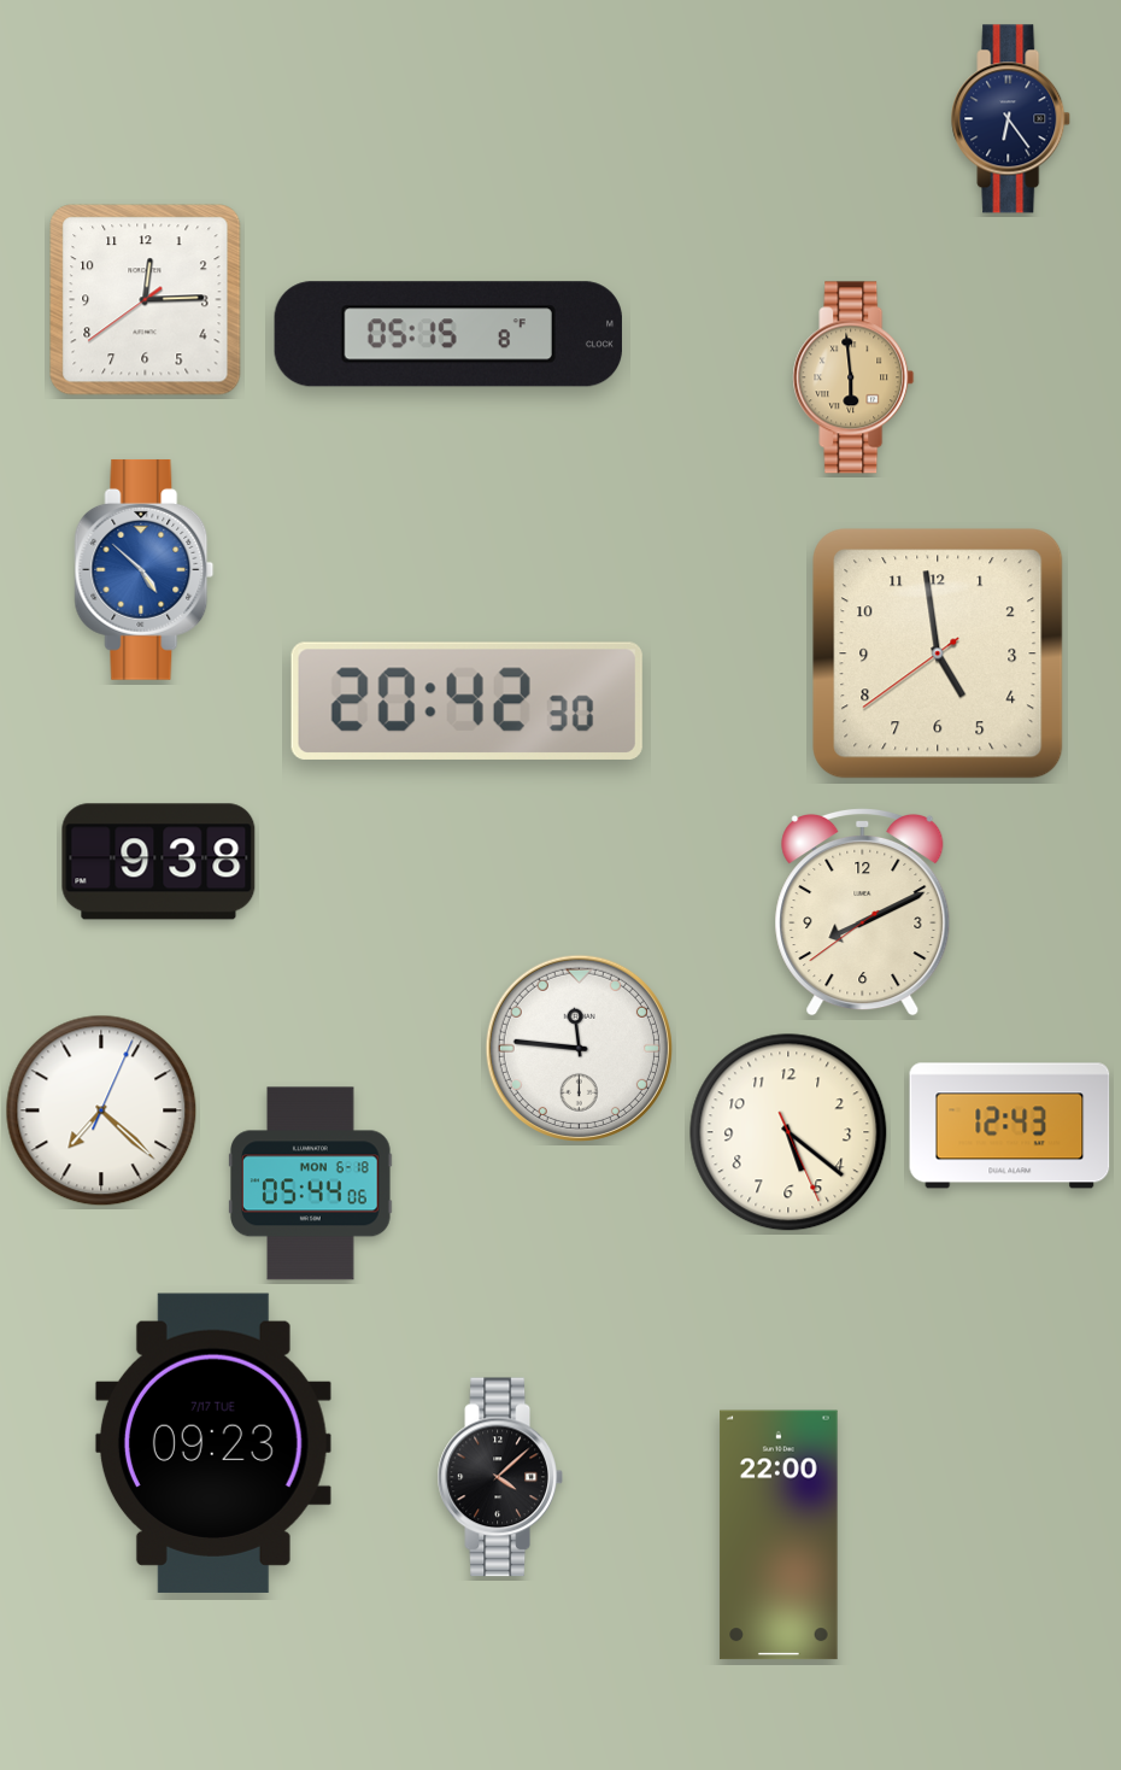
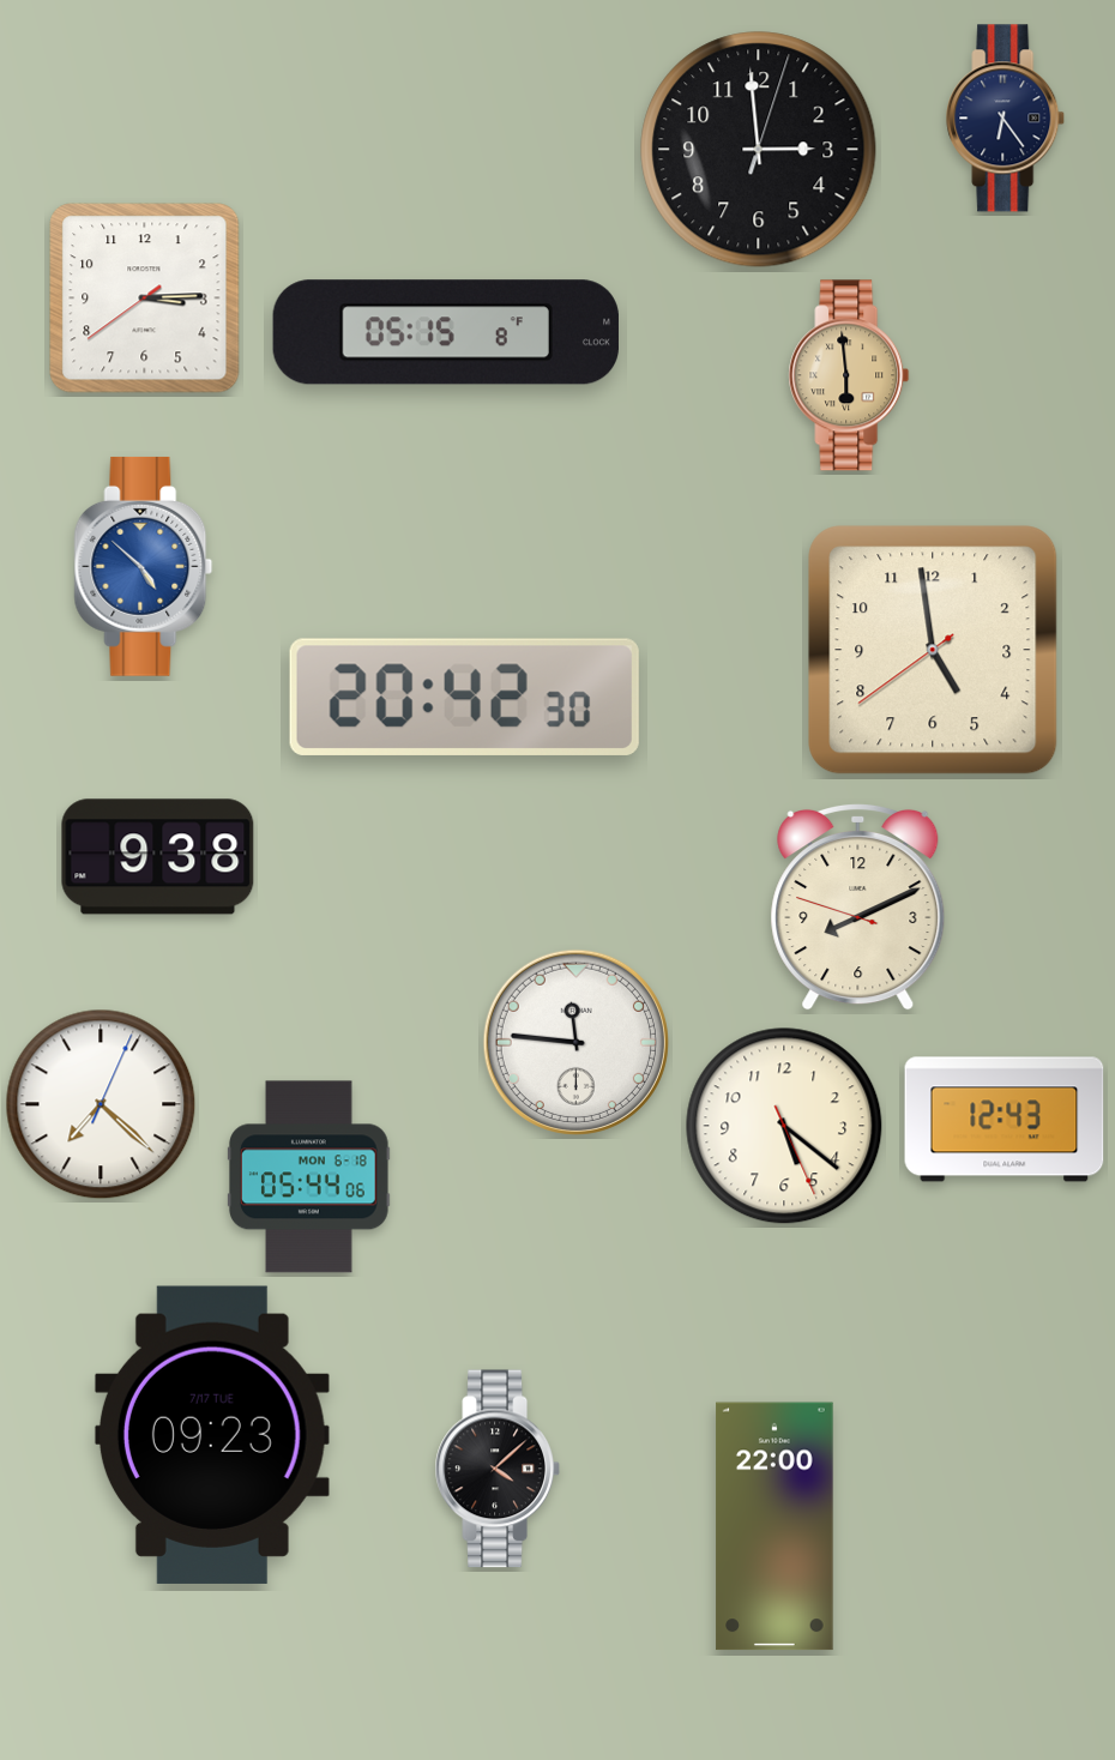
clock at (759, 150): none -> 2:59
clock at (146, 300): 12:14 -> 3:14
clock at (863, 912): 8:10:39 -> 8:10:48
